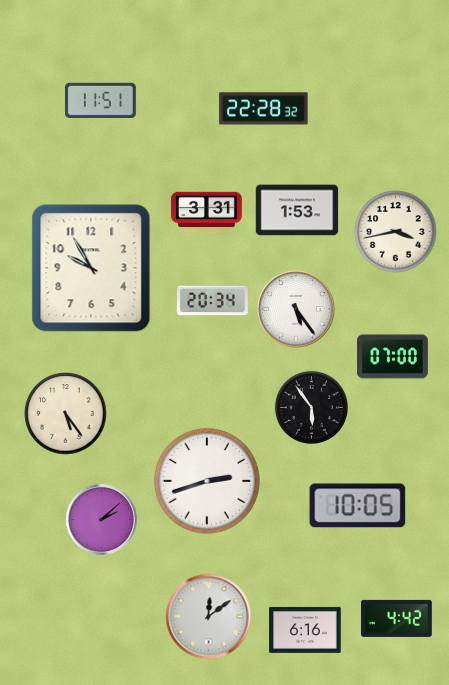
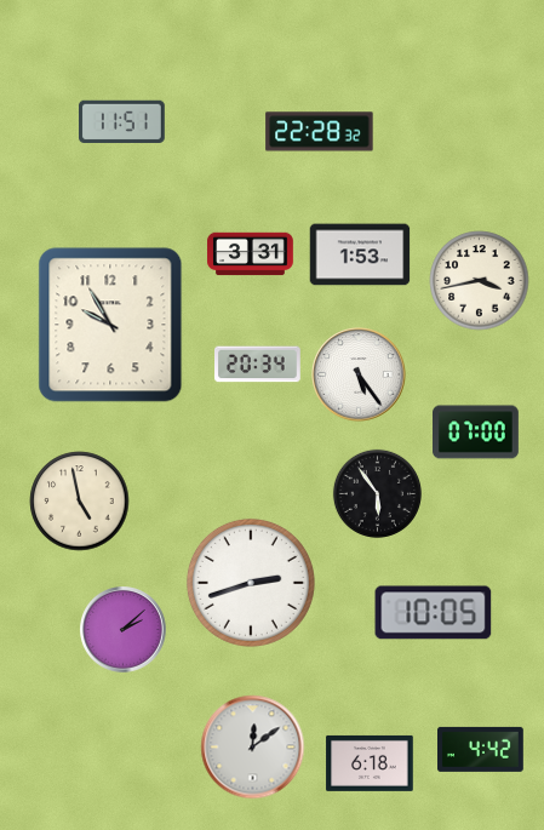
clock at (66, 414): 5:24 -> 4:58
clock at (305, 630): 6:16 -> 6:18
